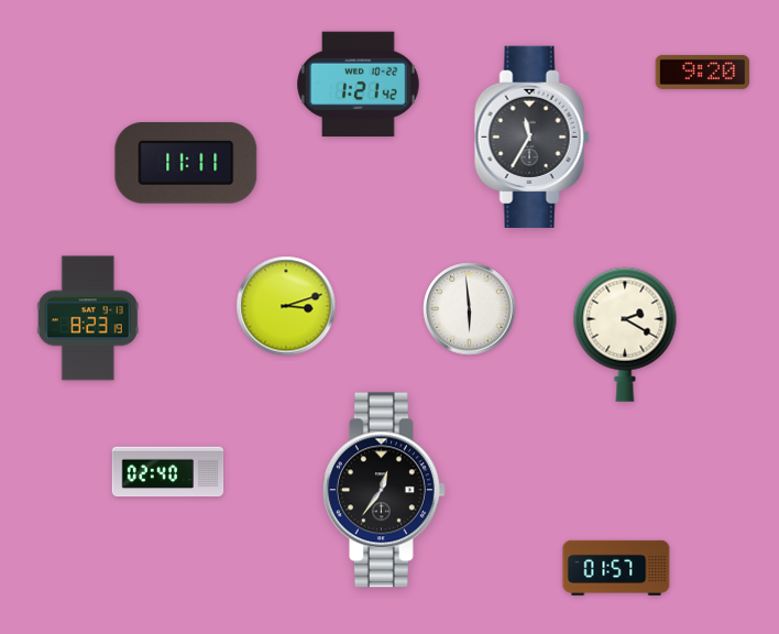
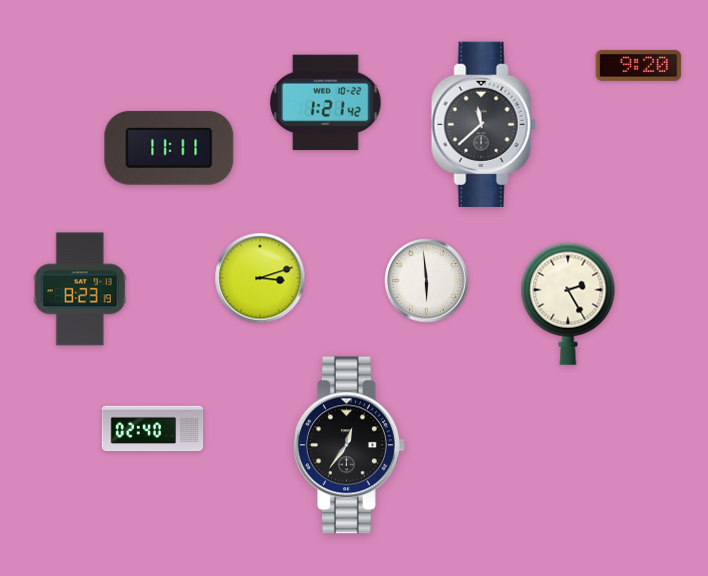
clock at (359, 85) position: (359, 85) -> (326, 103)
clock at (531, 136): 11:35 -> 11:38
clock at (625, 335): 2:20 -> 2:25
clock at (616, 568): 01:57 -> none
